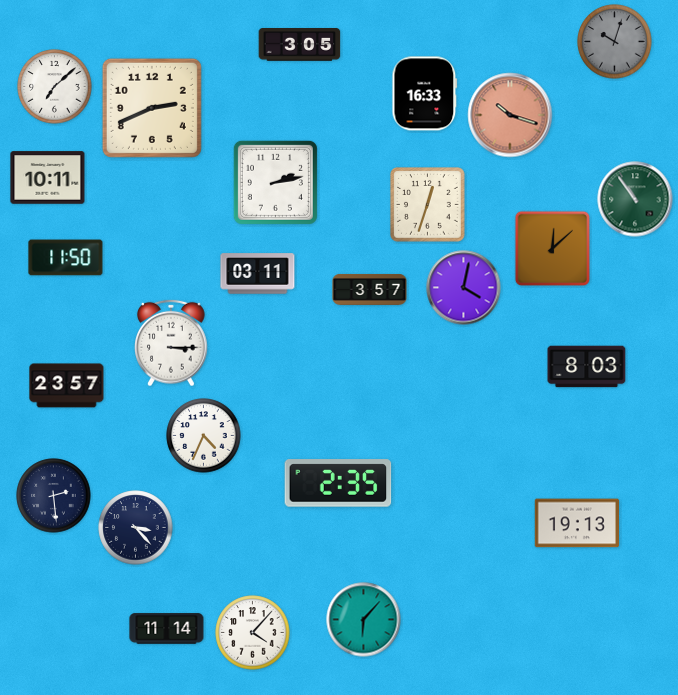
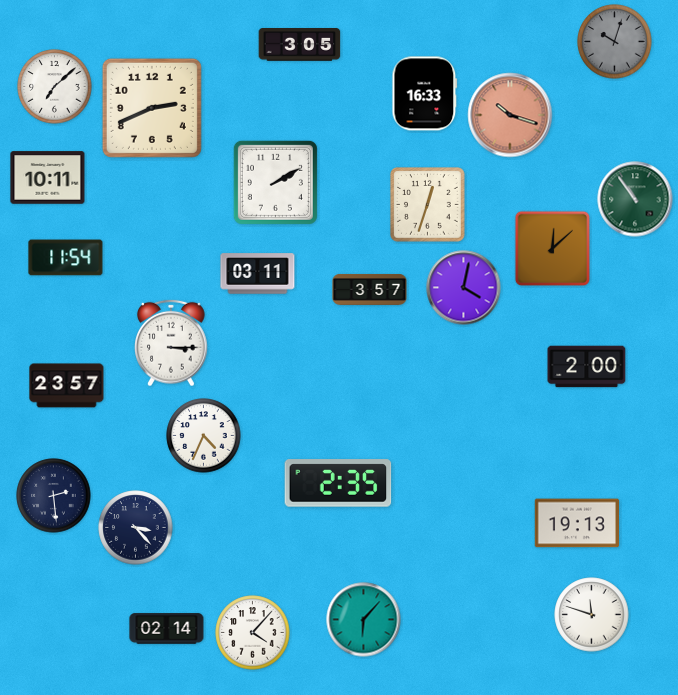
clock at (275, 182): 2:13 -> 2:10
clock at (66, 258): 11:50 -> 11:54
clock at (587, 367): 8:03 -> 2:00
clock at (592, 615): none -> 11:48
clock at (167, 629): 11:14 -> 02:14
